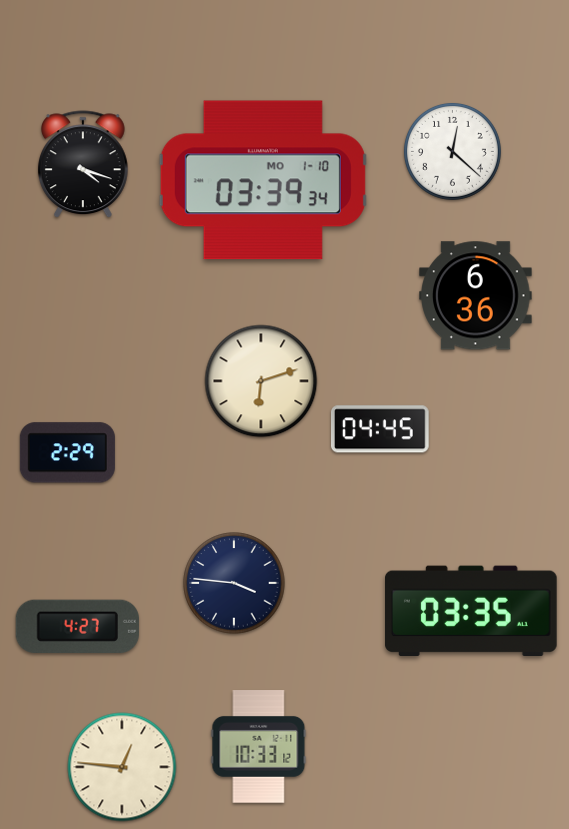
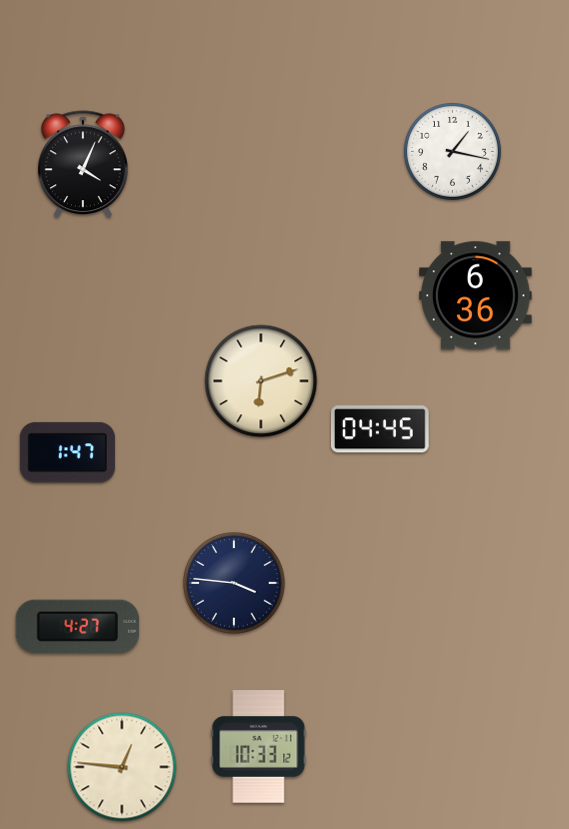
clock at (452, 151): 12:22 -> 1:17
clock at (83, 165): 4:18 -> 4:04
clock at (263, 180): 03:39 -> none
clock at (67, 453): 2:29 -> 1:47
clock at (472, 611): 03:35 -> none
